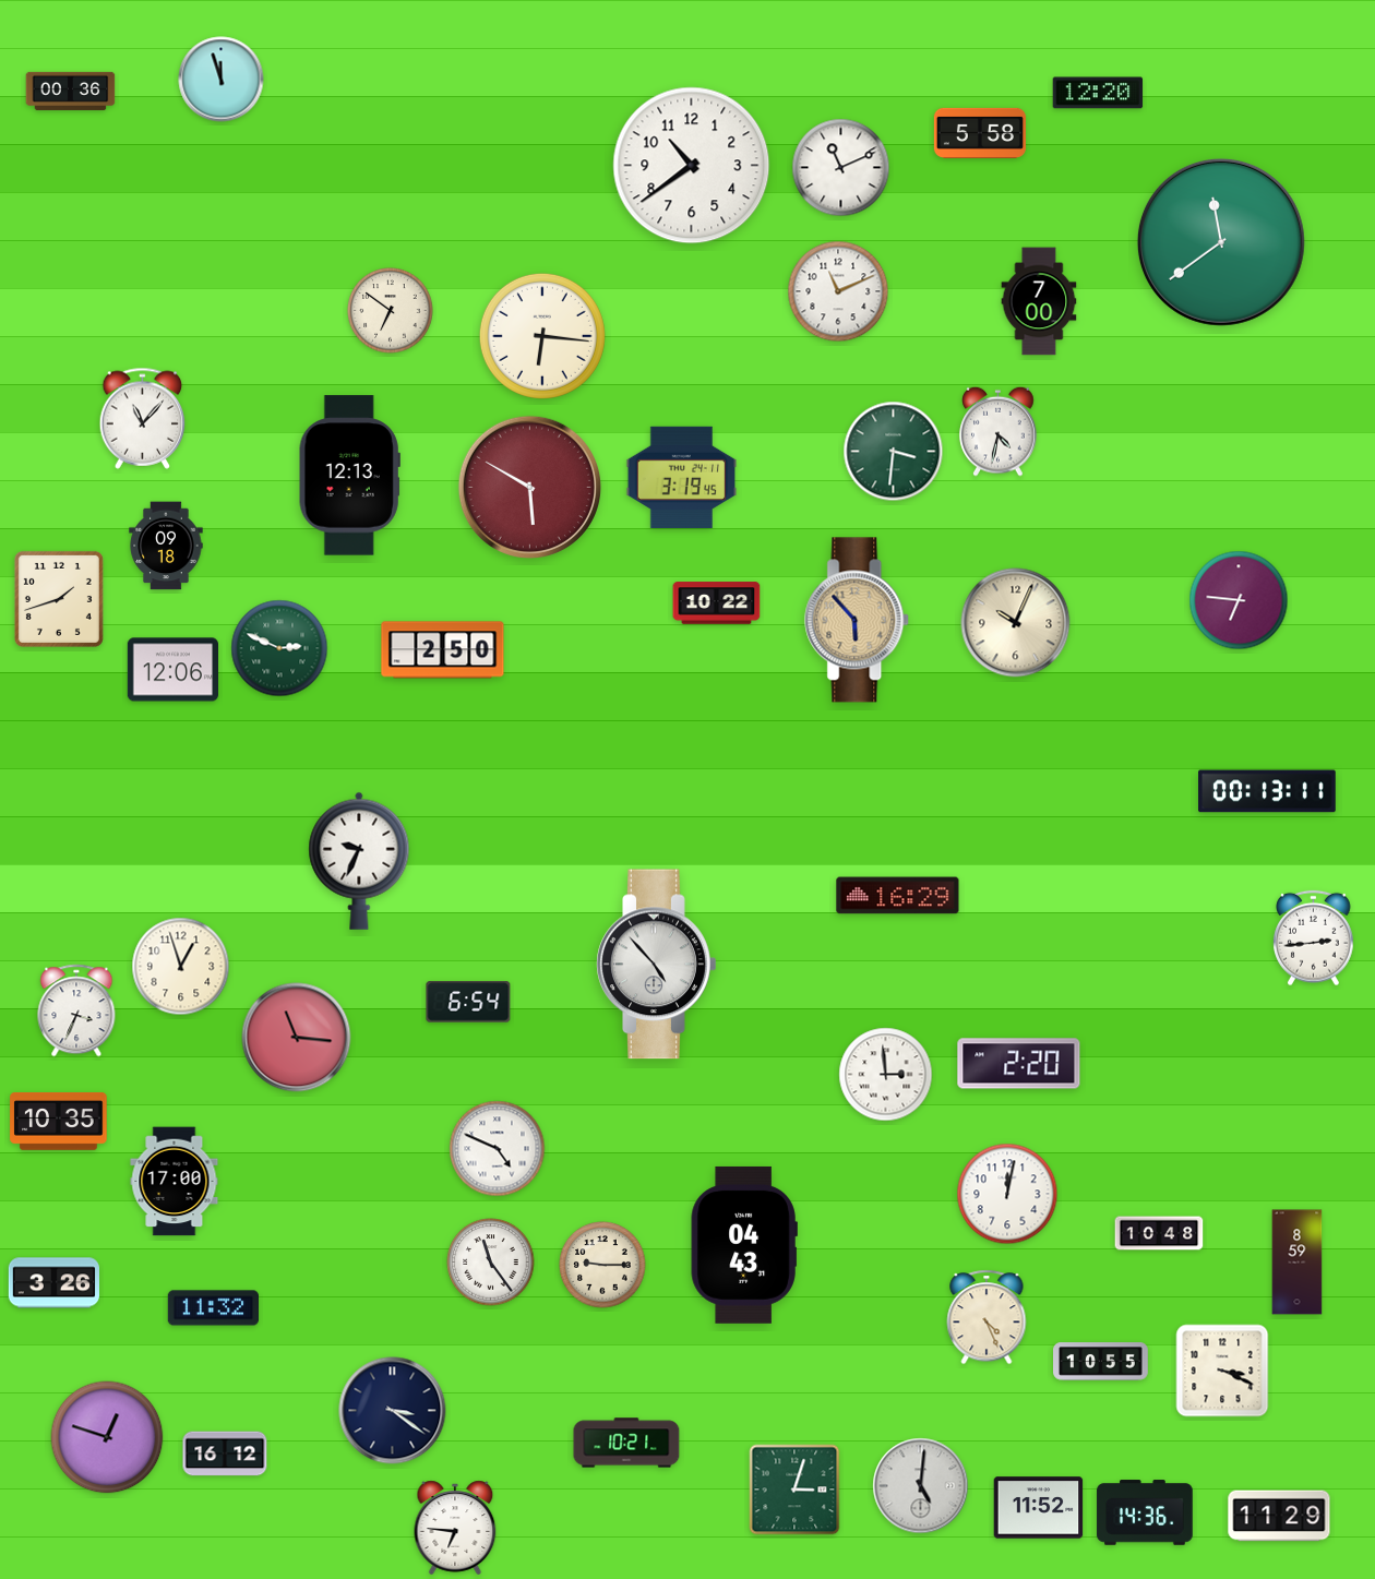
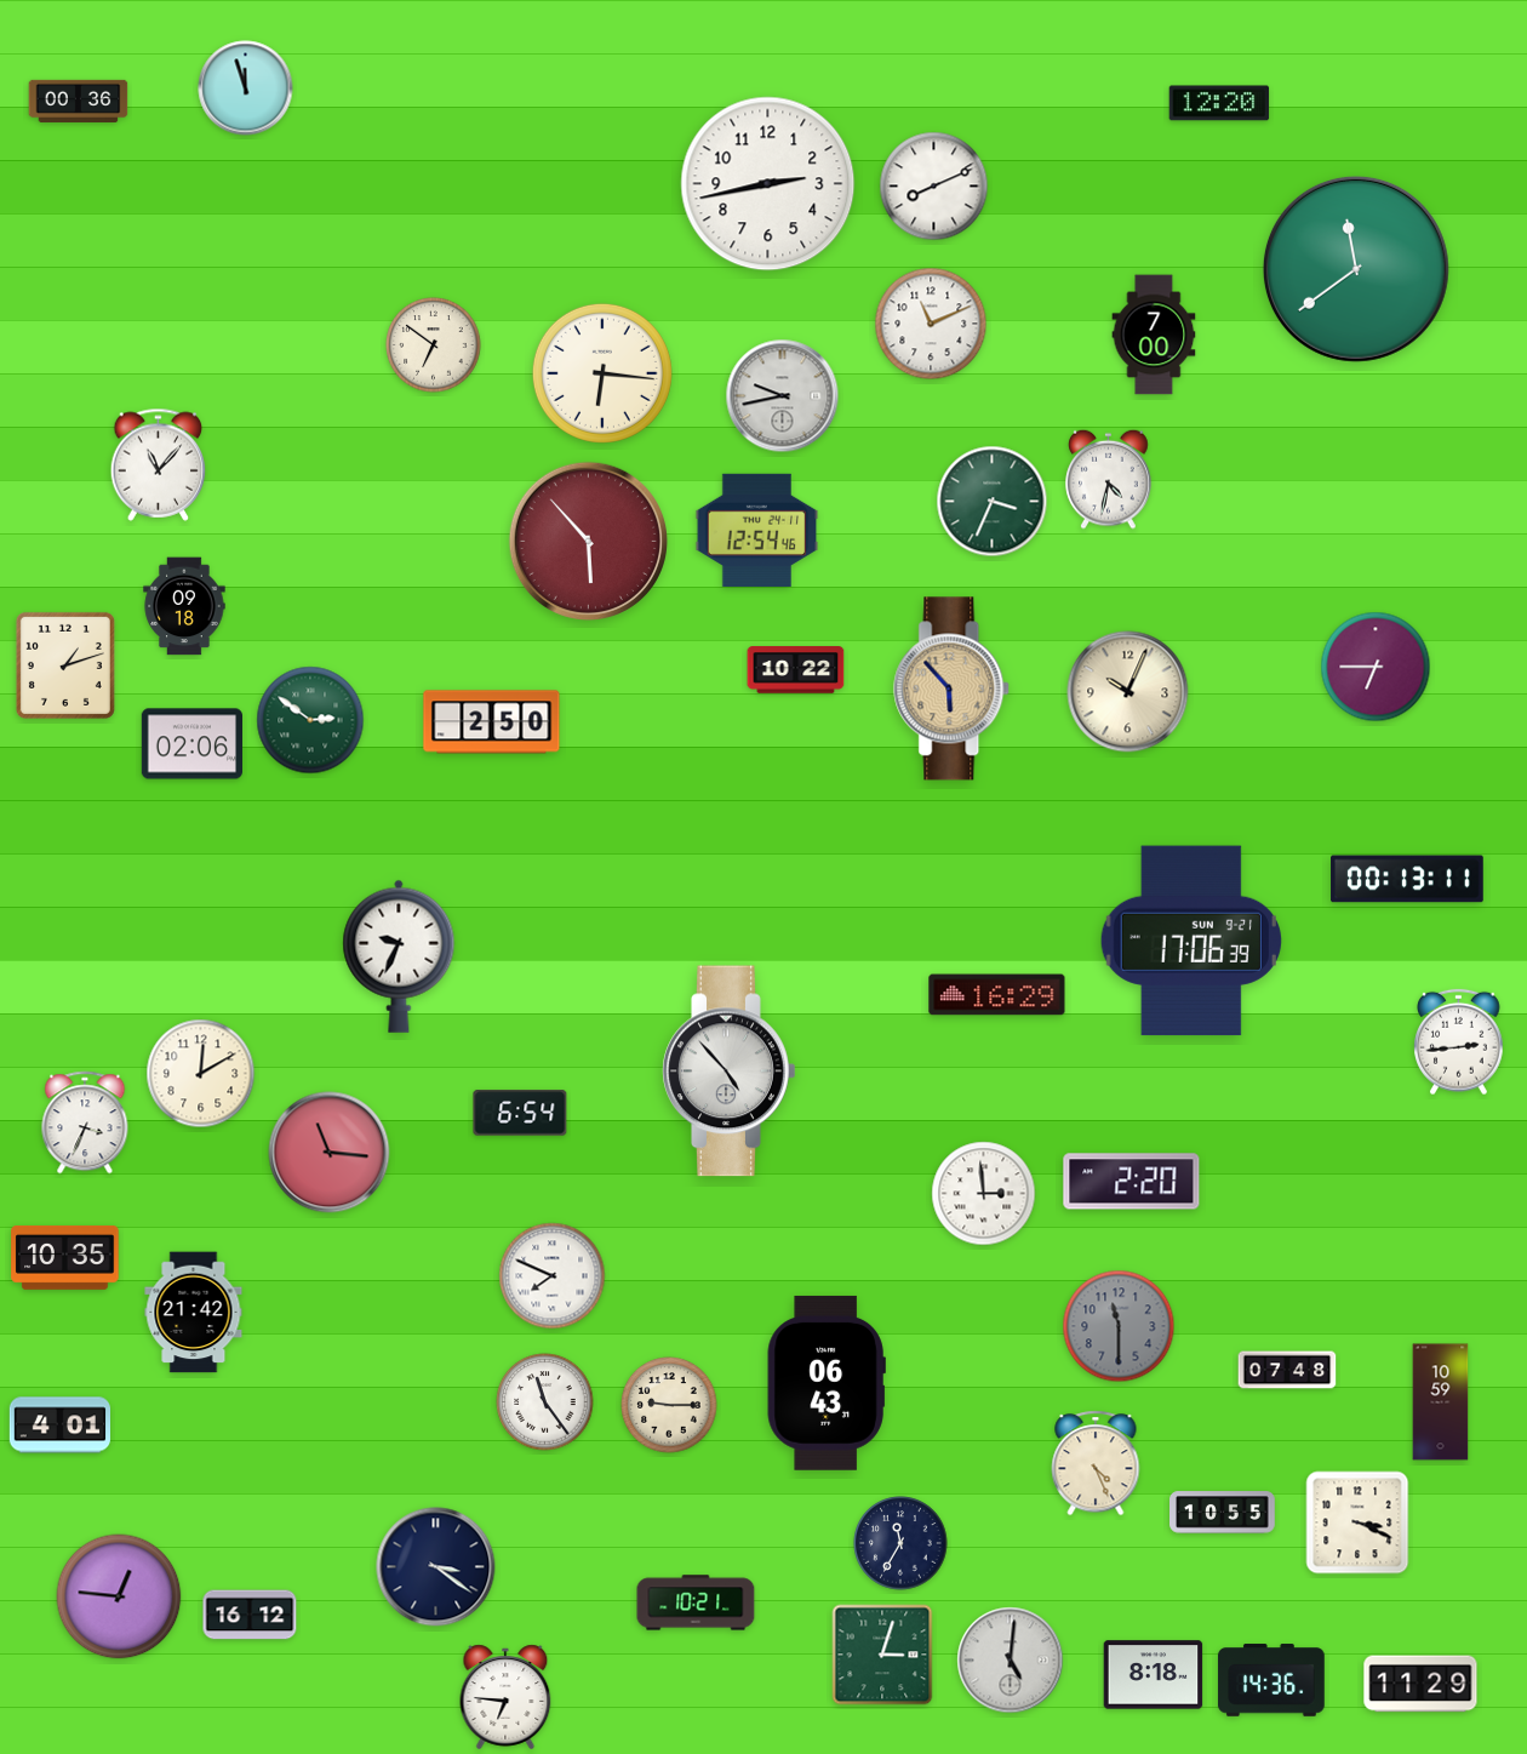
clock at (980, 133): 5:58 -> none
clock at (692, 166): 10:39 -> 2:43
clock at (841, 168): 11:11 -> 8:11
clock at (783, 396): none -> 9:43
clock at (894, 452): 3:31 -> 3:34
clock at (349, 476): 12:13 -> none
clock at (682, 477): 3:19 -> 12:54
clock at (529, 487): 5:50 -> 5:53
clock at (59, 599): 1:42 -> 1:12
clock at (1239, 600): 6:46 -> 6:45
clock at (279, 648): 2:49 -> 2:51
clock at (172, 670): 12:06 -> 02:06
clock at (1191, 941): none -> 17:06
clock at (181, 967): 12:57 -> 12:10
clock at (59, 1122) position: (59, 1122) -> (65, 1258)
clock at (498, 1149): 4:49 -> 7:49
clock at (175, 1182): 17:00 -> 21:42
clock at (1007, 1194): 12:02 -> 11:30
clock at (1007, 1194) dial: white -> grey
clock at (1159, 1233): 10:48 -> 07:48
clock at (744, 1245): 04:43 -> 06:43
clock at (1298, 1263): 8:59 -> 10:59
clock at (53, 1283): 3:26 -> 4:01
clock at (213, 1308): 11:32 -> none
clock at (900, 1543): none -> 11:35
clock at (107, 1437): 12:48 -> 12:46
clock at (921, 1486) position: (921, 1486) -> (1011, 1661)
clock at (1039, 1508): 11:52 -> 8:18
